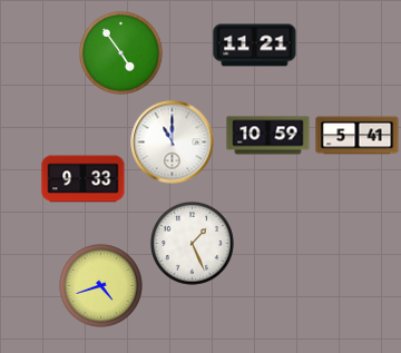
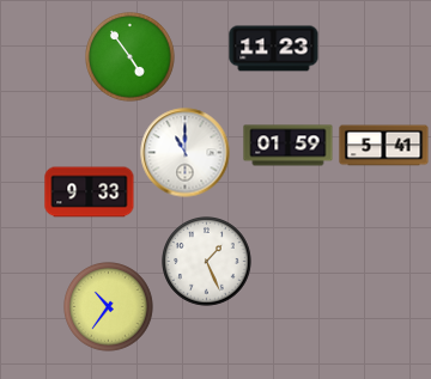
clock at (255, 46): 11:21 -> 11:23
clock at (268, 136): 10:59 -> 01:59
clock at (101, 286): 4:42 -> 10:36
